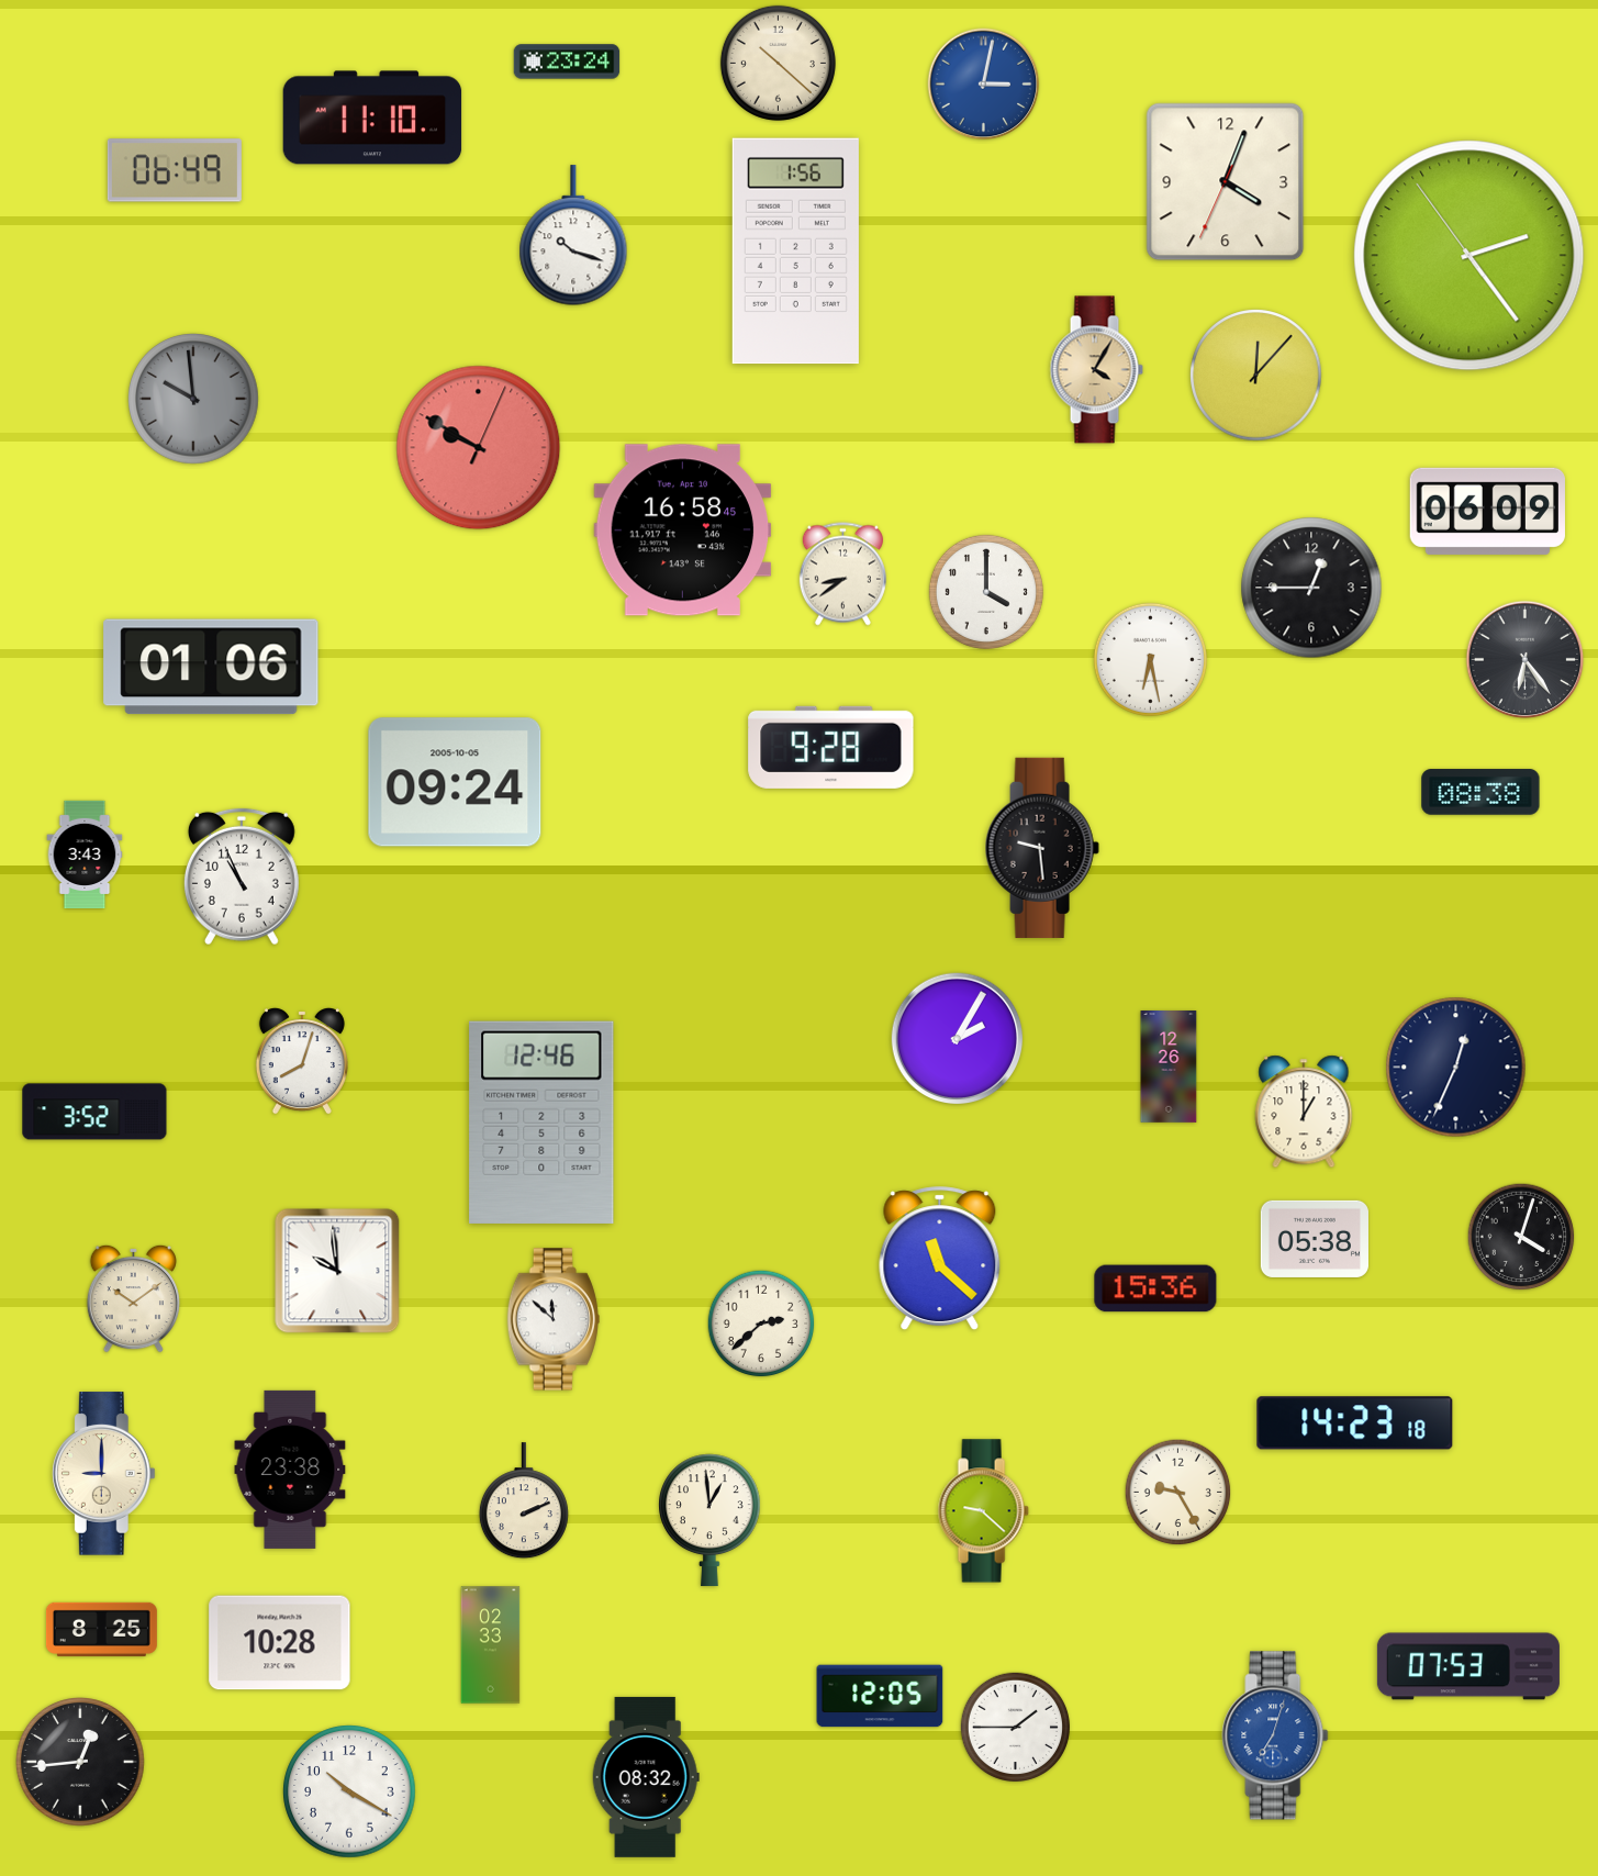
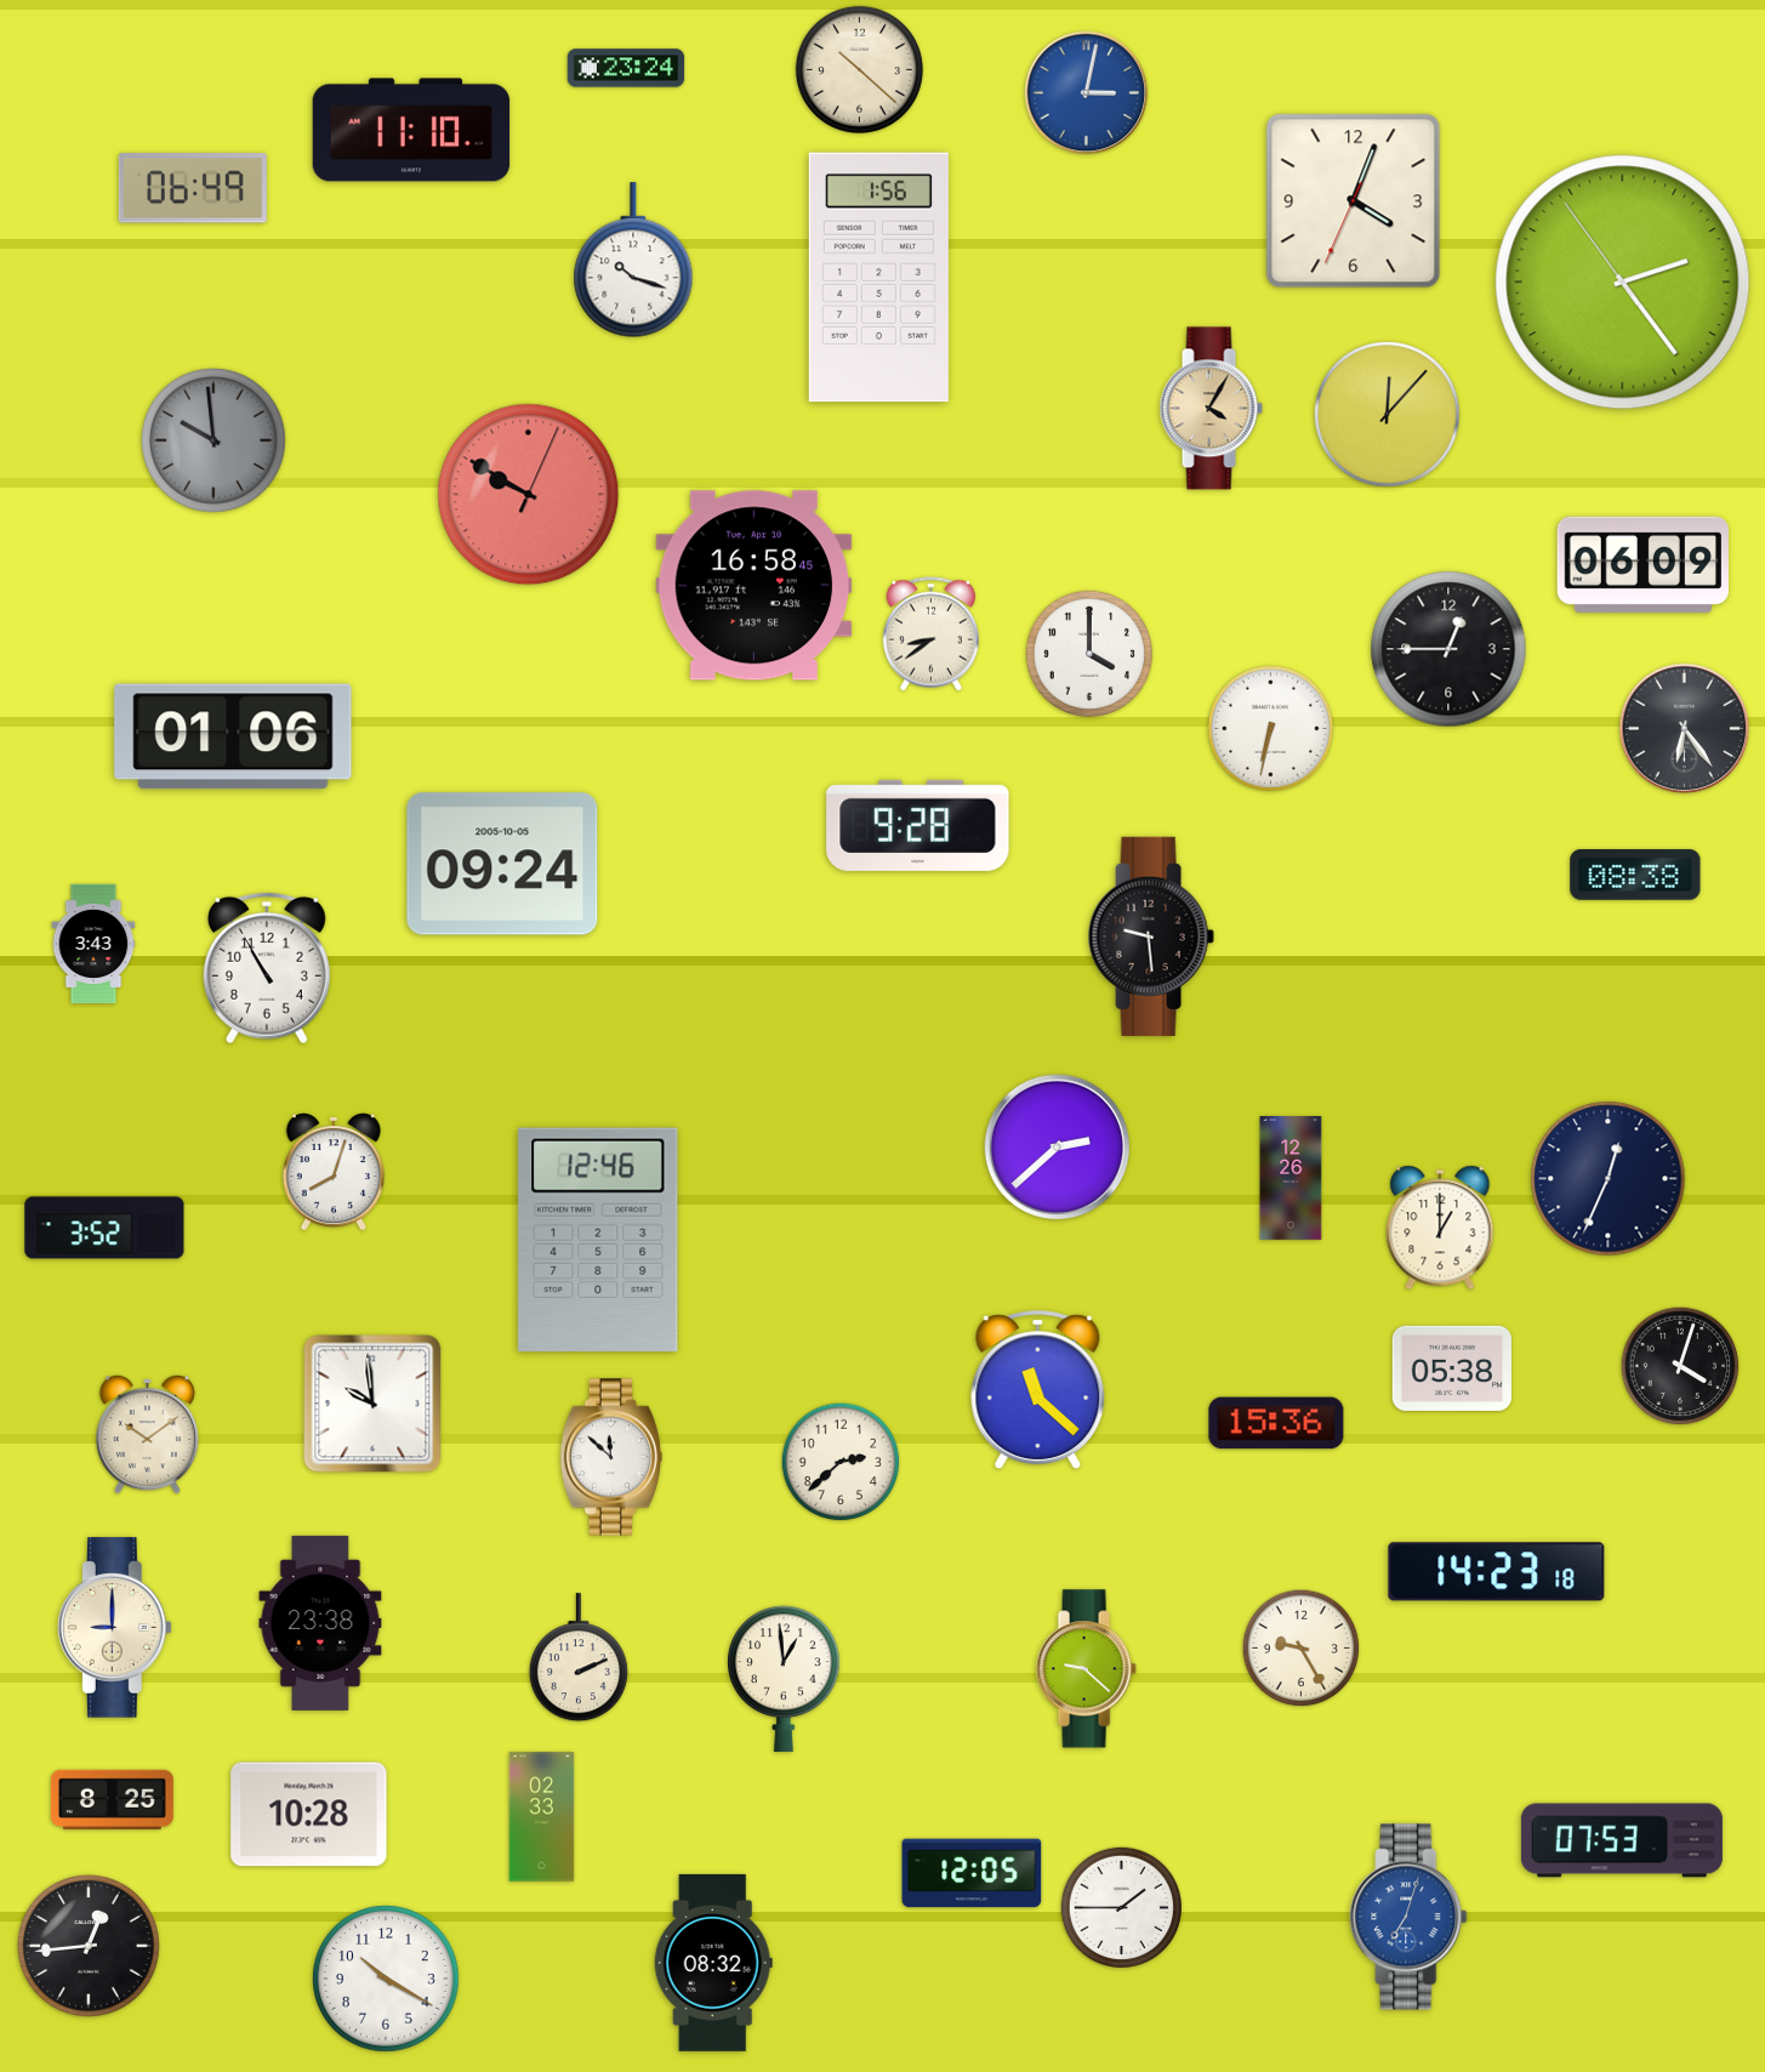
clock at (1150, 659): 6:28 -> 6:32
clock at (242, 876): 10:56 -> 10:55
clock at (958, 1039): 2:05 -> 2:38
